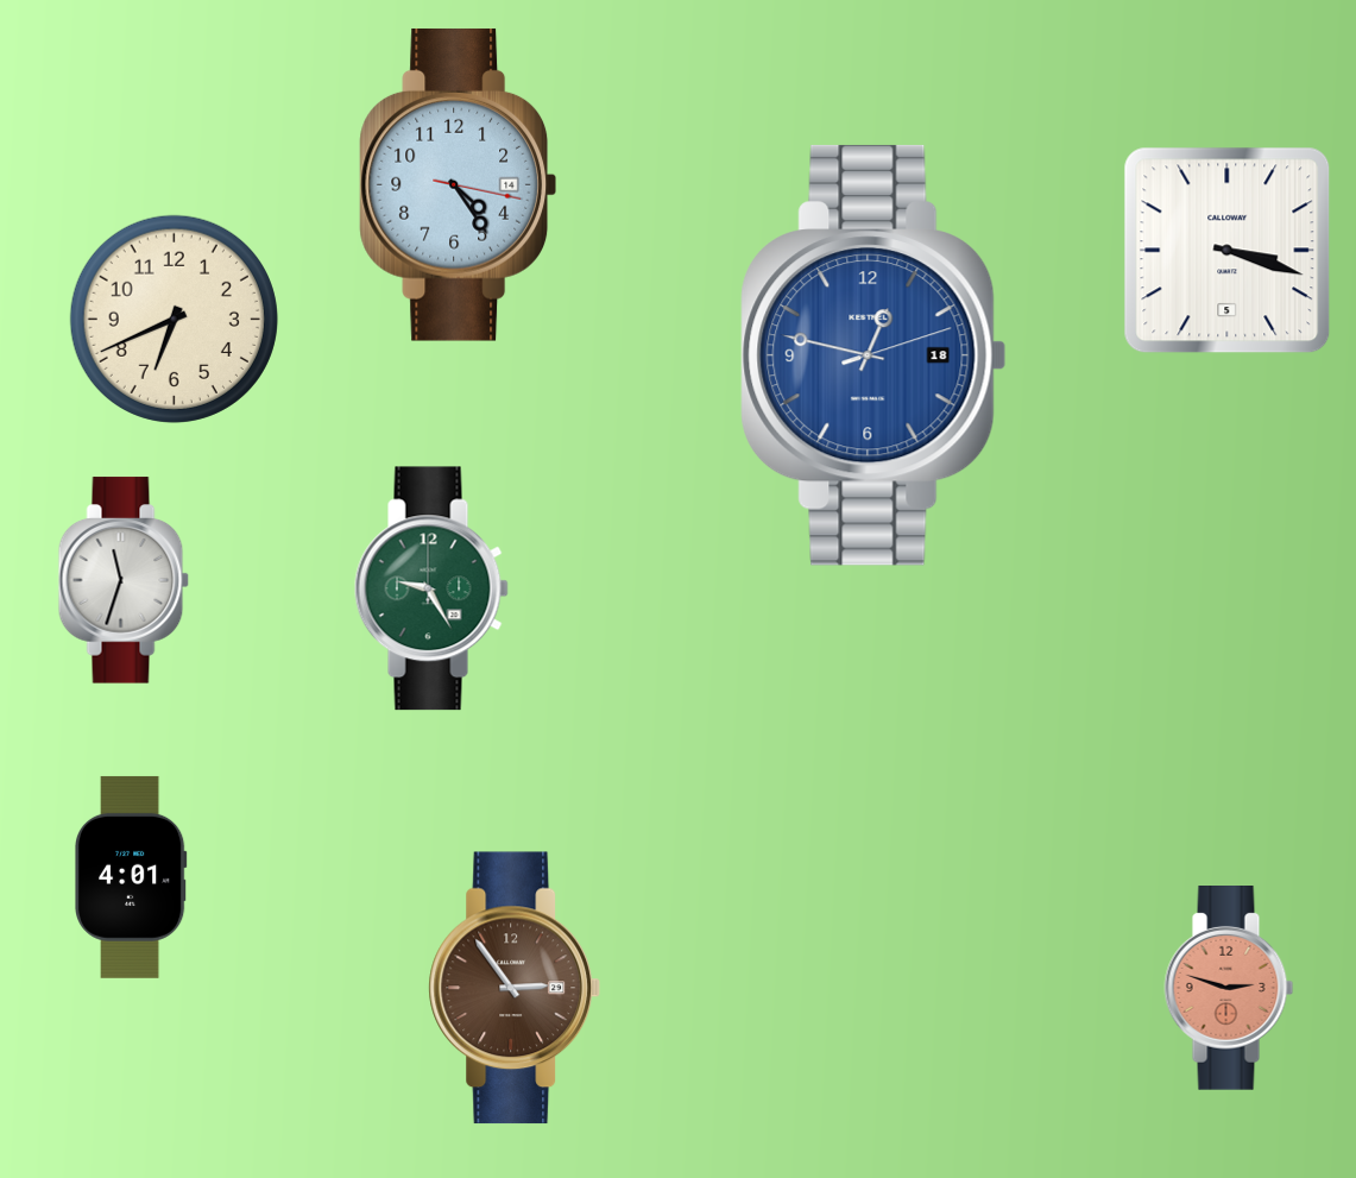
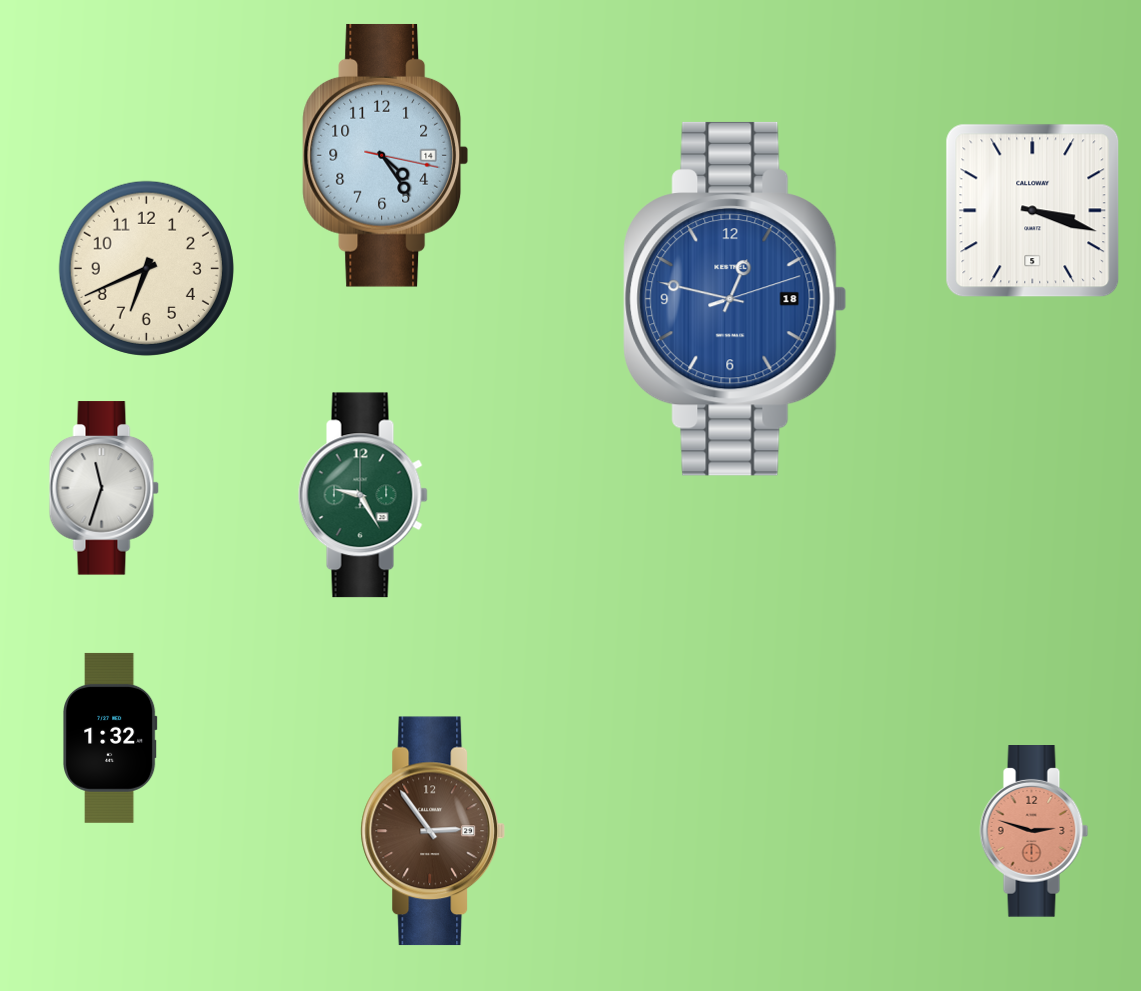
clock at (132, 877): 4:01 -> 1:32
